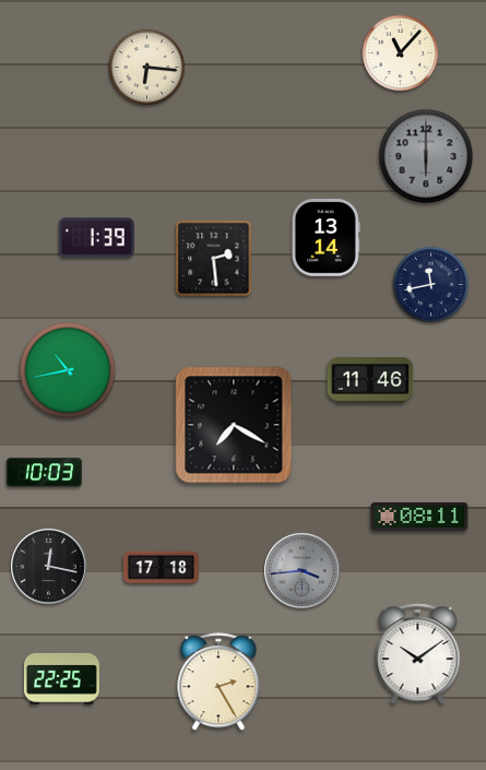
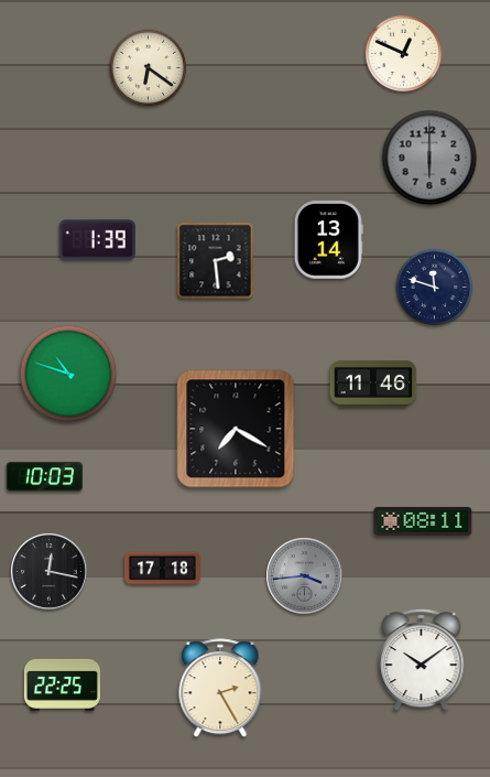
clock at (401, 54): 11:07 -> 12:49
clock at (147, 68): 6:16 -> 6:21
clock at (431, 285): 11:43 -> 11:48
clock at (68, 370): 10:43 -> 10:48
clock at (161, 568) position: (161, 568) -> (162, 569)
